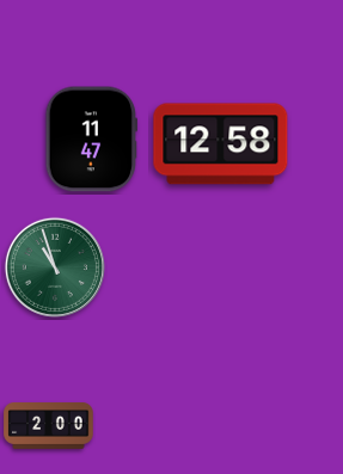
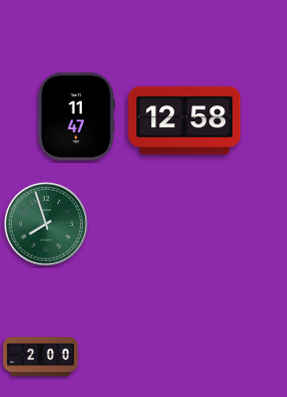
clock at (55, 267): 10:57 -> 7:57
